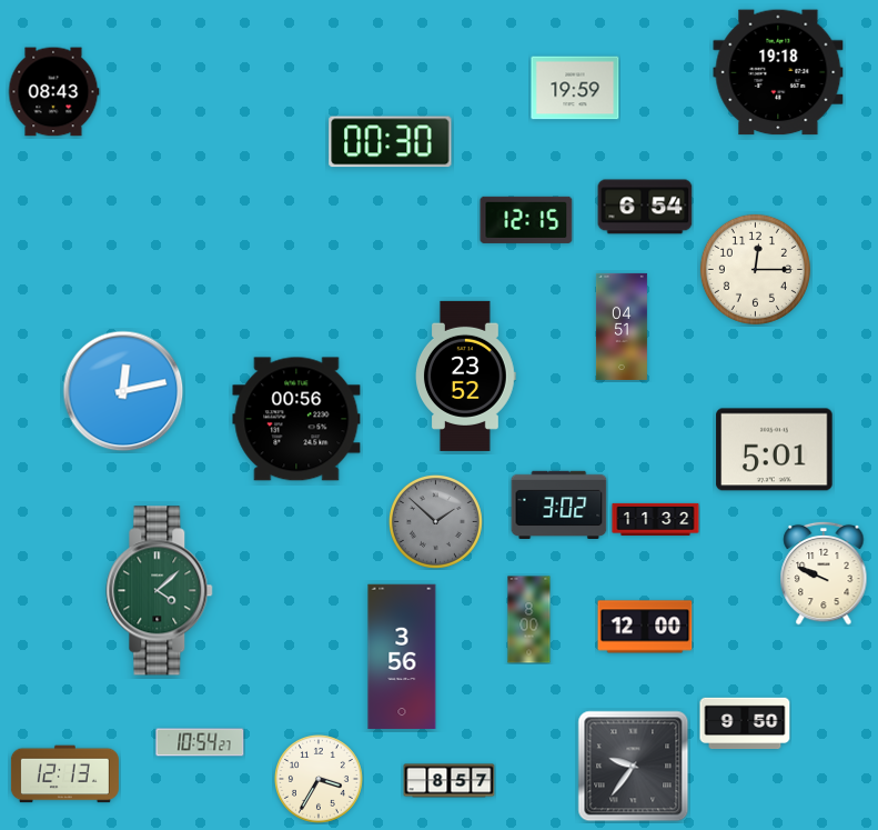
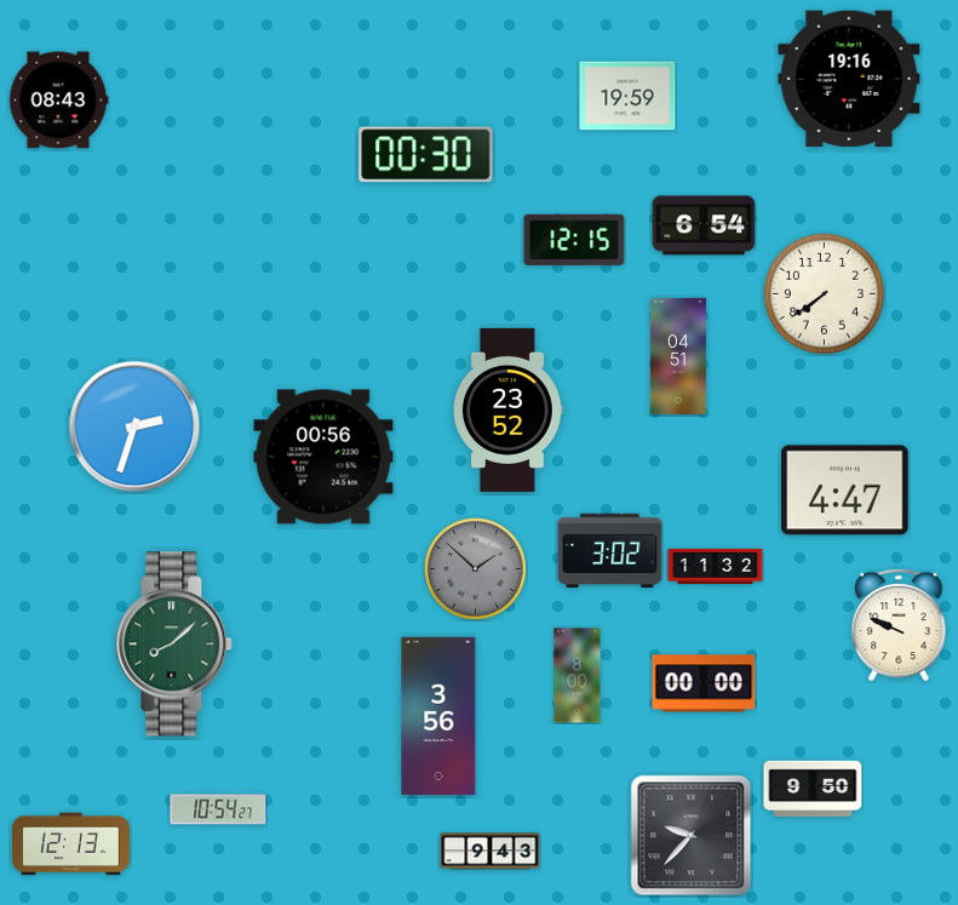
clock at (778, 72): 19:18 -> 19:16
clock at (755, 269): 12:15 -> 7:39
clock at (123, 391): 12:13 -> 2:33
clock at (775, 450): 5:01 -> 4:47
clock at (160, 591): 4:08 -> 8:08
clock at (645, 627): 12:00 -> 00:00
clock at (634, 767): 9:36 -> 9:37
clock at (320, 780): 3:35 -> none
clock at (450, 781): 8:57 -> 9:43
